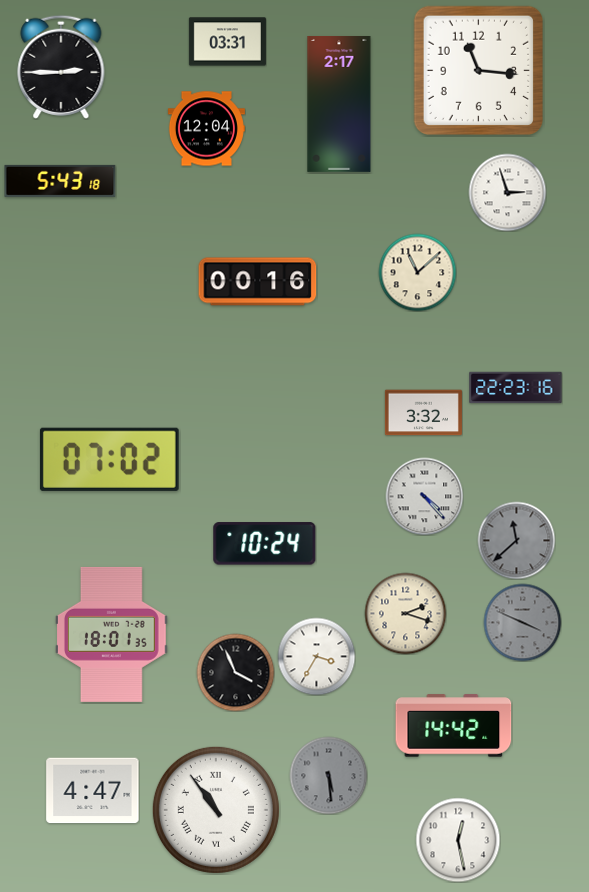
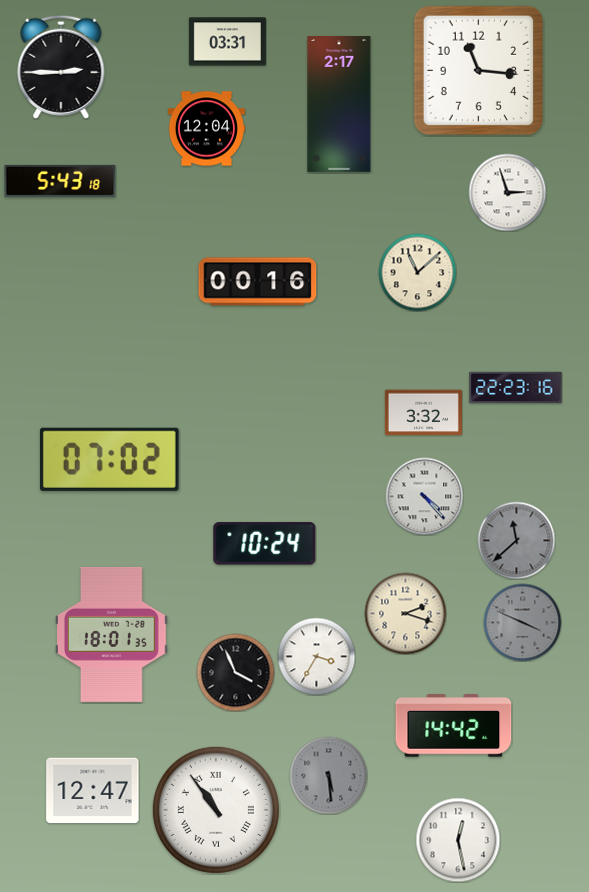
clock at (93, 791): 4:47 -> 12:47
